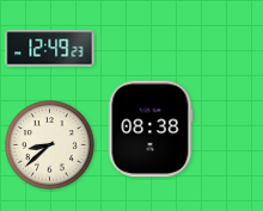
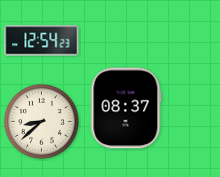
clock at (50, 49): 12:49 -> 12:54
clock at (151, 129): 08:38 -> 08:37
